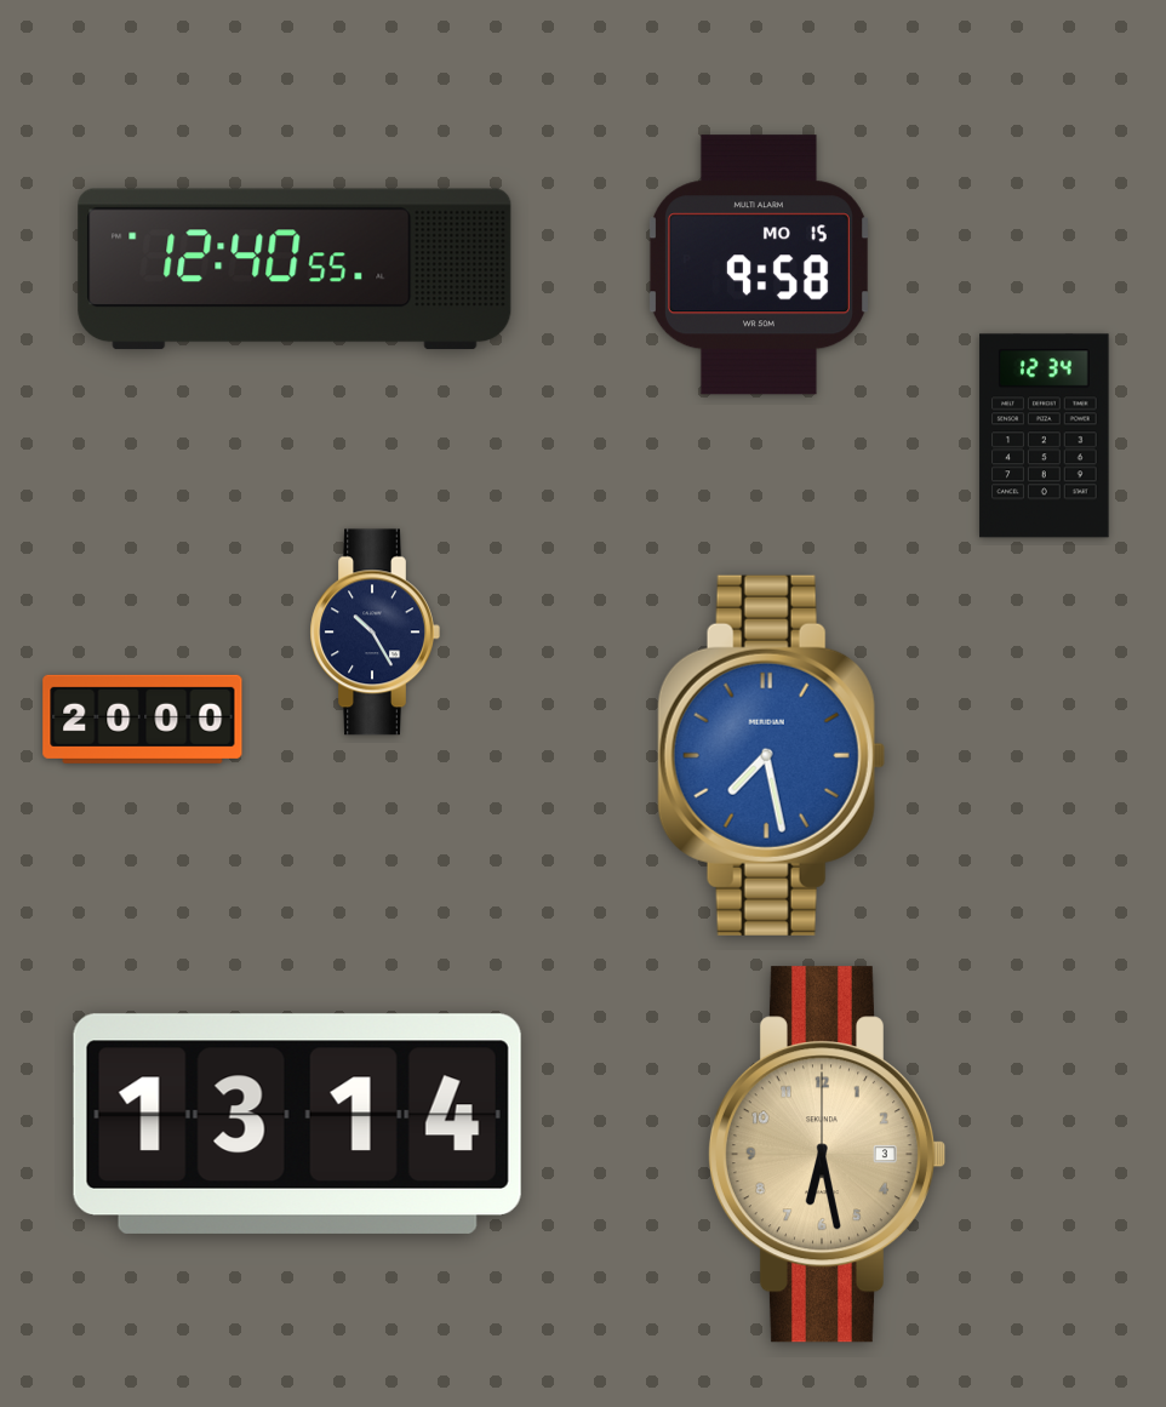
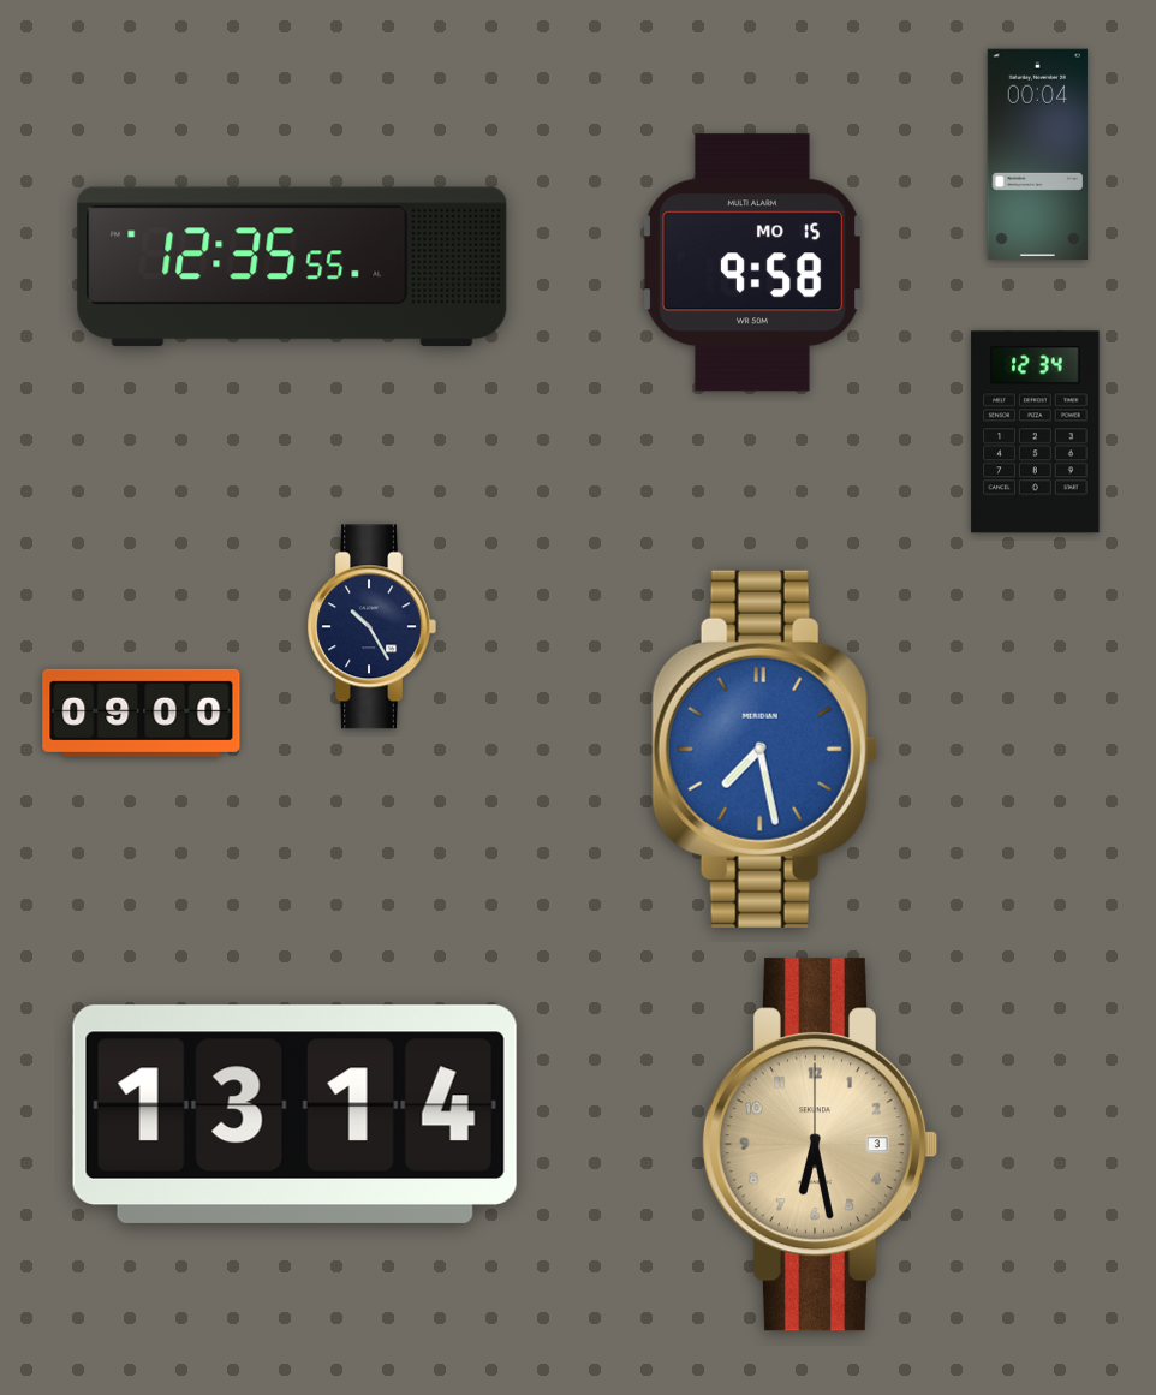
clock at (1037, 155): none -> 00:04
clock at (295, 269): 12:40 -> 12:35
clock at (143, 719): 20:00 -> 09:00
